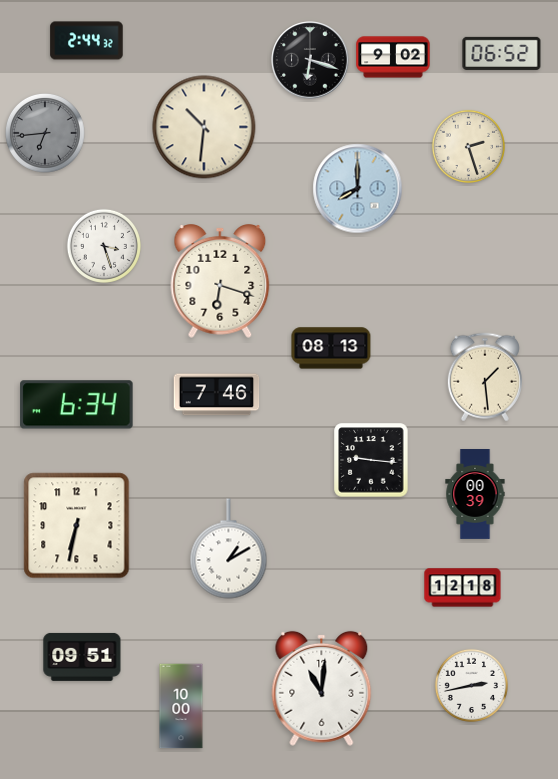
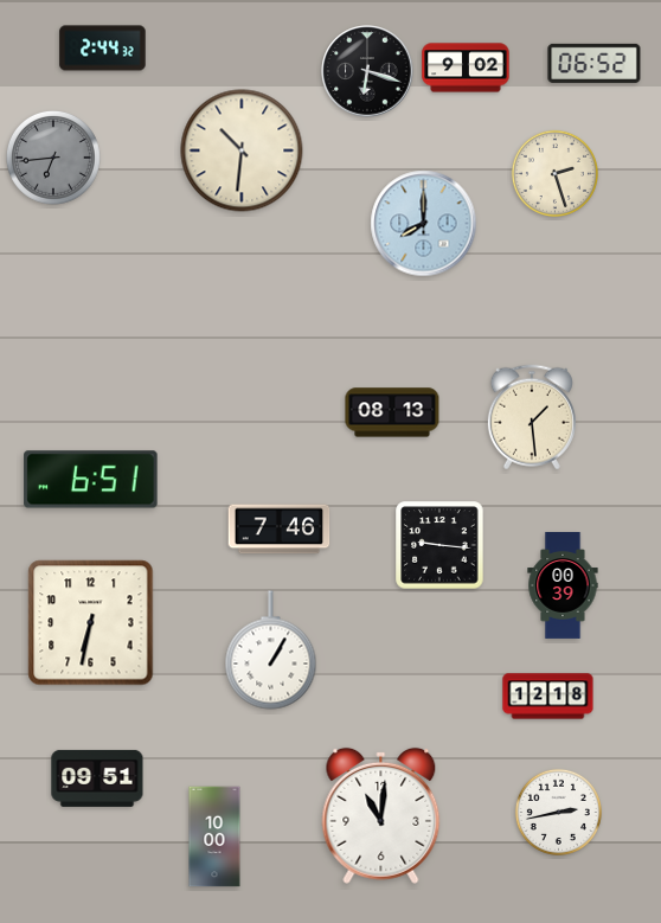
clock at (104, 246): 3:27 -> none
clock at (220, 282): 6:18 -> none
clock at (485, 377) position: (485, 377) -> (532, 417)
clock at (217, 395) position: (217, 395) -> (280, 530)
clock at (77, 405): 6:34 -> 6:51
clock at (229, 549): 1:10 -> 1:05
